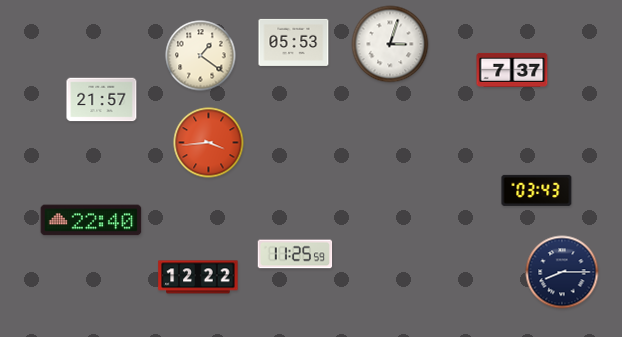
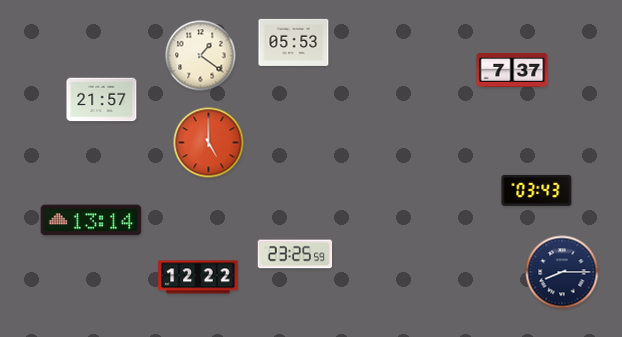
clock at (390, 44): 3:03 -> none
clock at (209, 143): 3:44 -> 5:00
clock at (91, 220): 22:40 -> 13:14
clock at (295, 254): 11:25 -> 23:25
